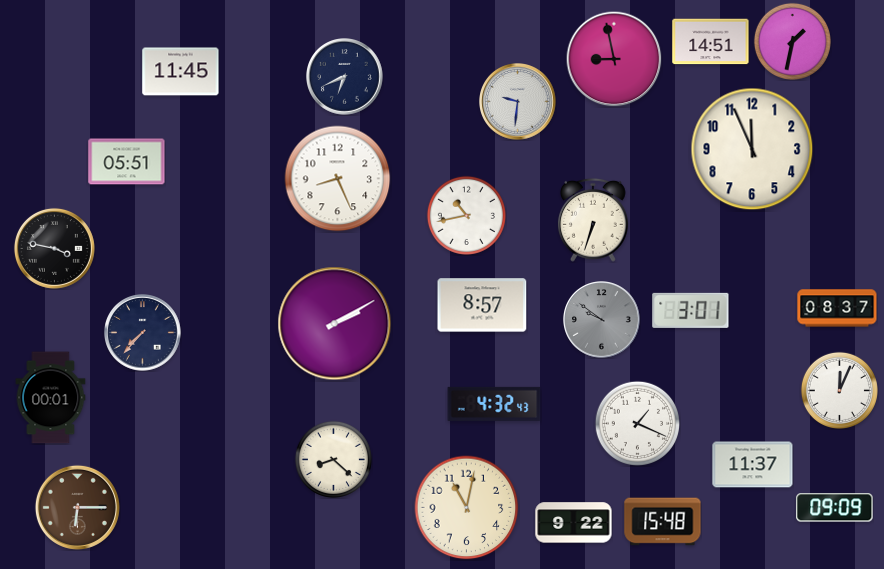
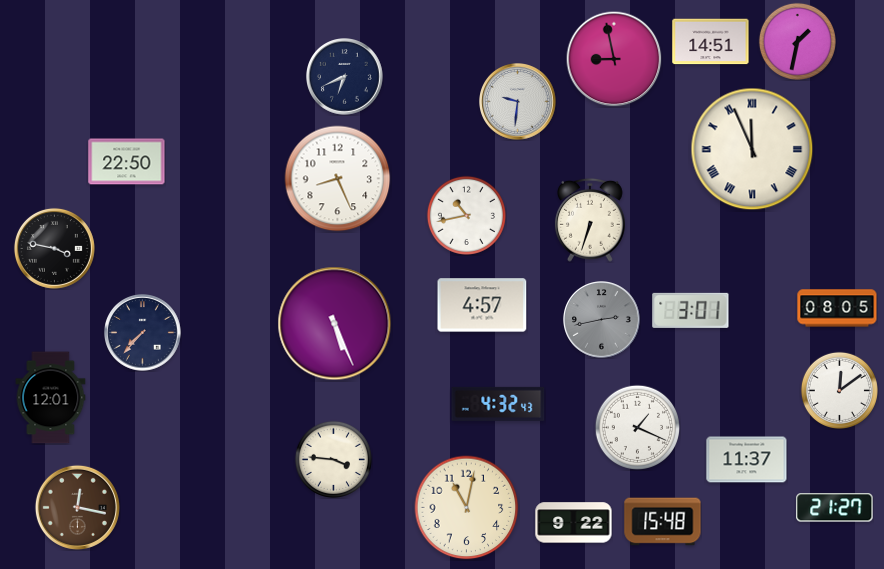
clock at (792, 41) position: (792, 41) -> (797, 41)
clock at (181, 72): 11:45 -> none
clock at (752, 149) numerals: Arabic -> Roman
clock at (127, 162): 05:51 -> 22:50
clock at (593, 220) position: (593, 220) -> (590, 220)
clock at (482, 305): 8:57 -> 4:57
clock at (837, 308): 08:37 -> 08:05
clock at (602, 320): 9:51 -> 2:43
clock at (335, 324): 2:10 -> 5:26
clock at (839, 390): 12:04 -> 12:09
clock at (51, 398): 00:01 -> 12:01
clock at (494, 404) position: (494, 404) -> (498, 404)
clock at (637, 423) position: (637, 423) -> (637, 427)
clock at (333, 459): 8:22 -> 3:46
clock at (753, 465) position: (753, 465) -> (747, 460)
clock at (77, 507): 6:15 -> 12:17
clock at (835, 508): 09:09 -> 21:27
